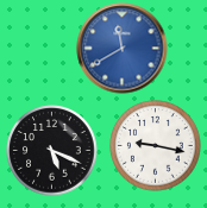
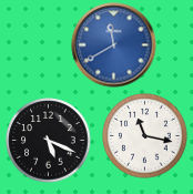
clock at (156, 146): 9:17 -> 11:17
